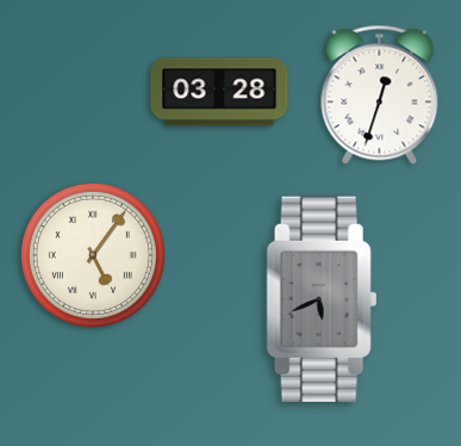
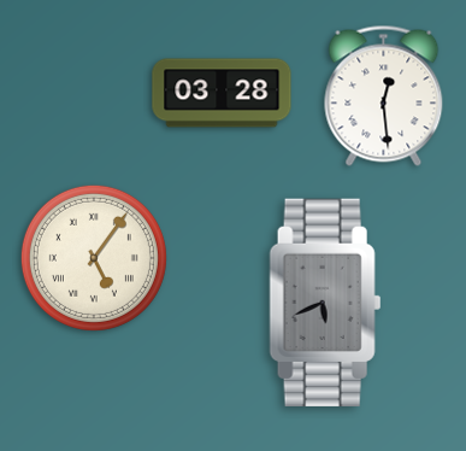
clock at (380, 94): 12:33 -> 12:29
